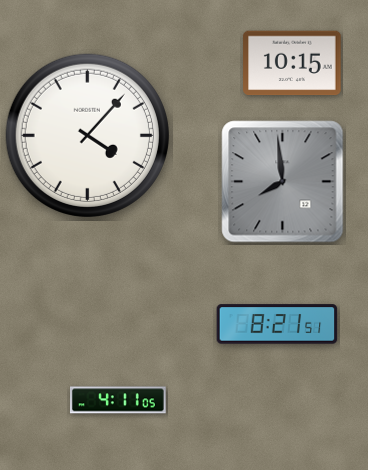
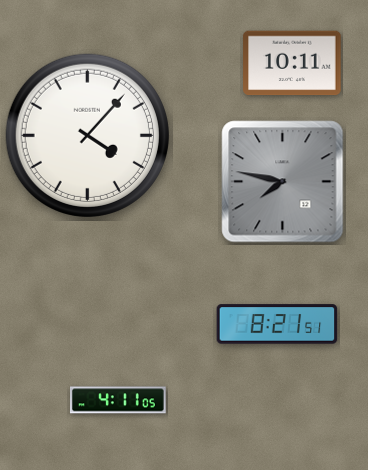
clock at (292, 63): 10:15 -> 10:11
clock at (283, 182): 7:59 -> 7:47
